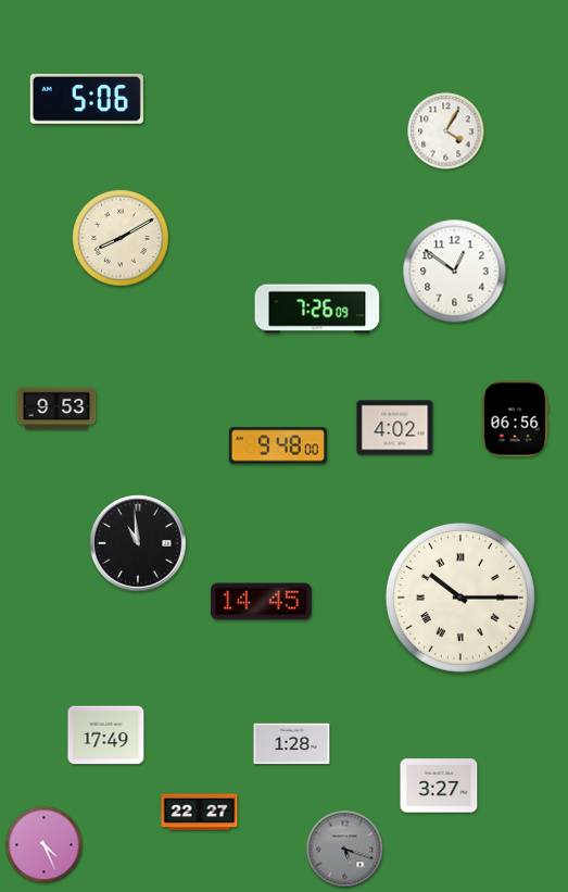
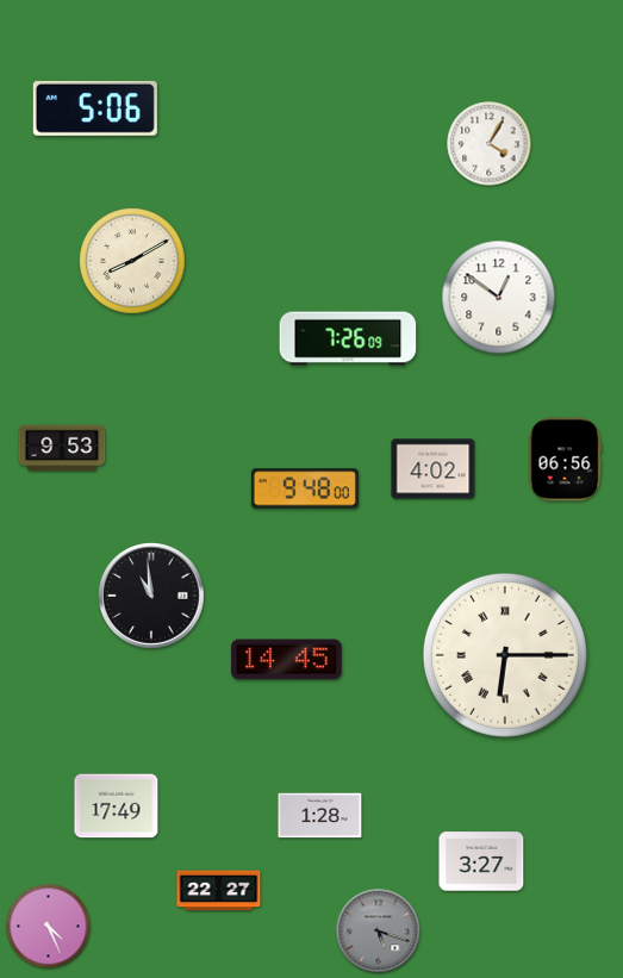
clock at (460, 598): 10:15 -> 6:15
